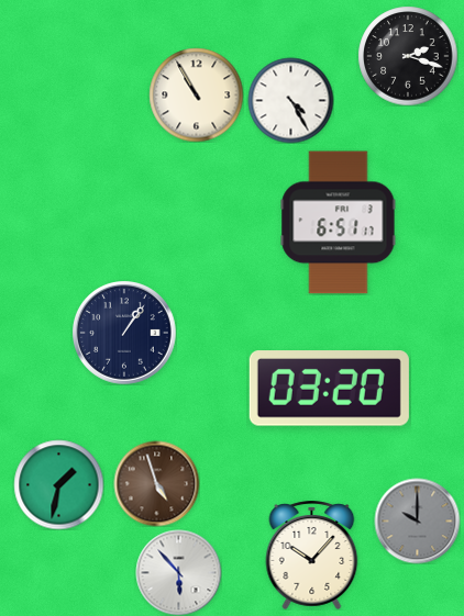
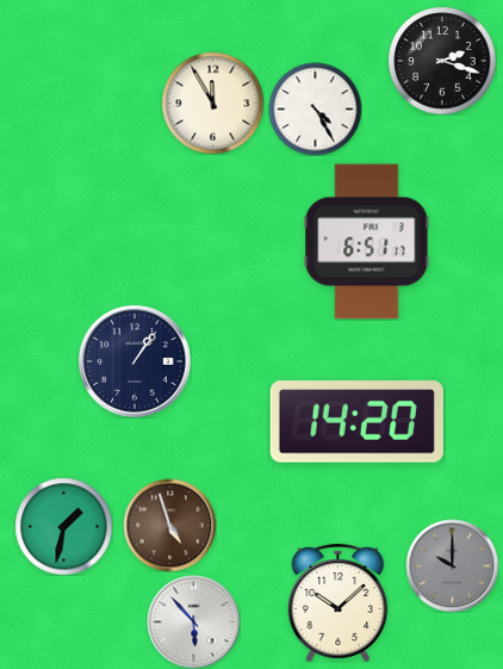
clock at (196, 94): 10:55 -> 11:55
clock at (329, 389): 03:20 -> 14:20
clock at (312, 555): 10:07 -> 10:08
